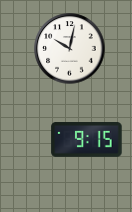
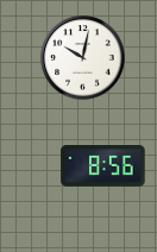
clock at (87, 140): 9:15 -> 8:56
